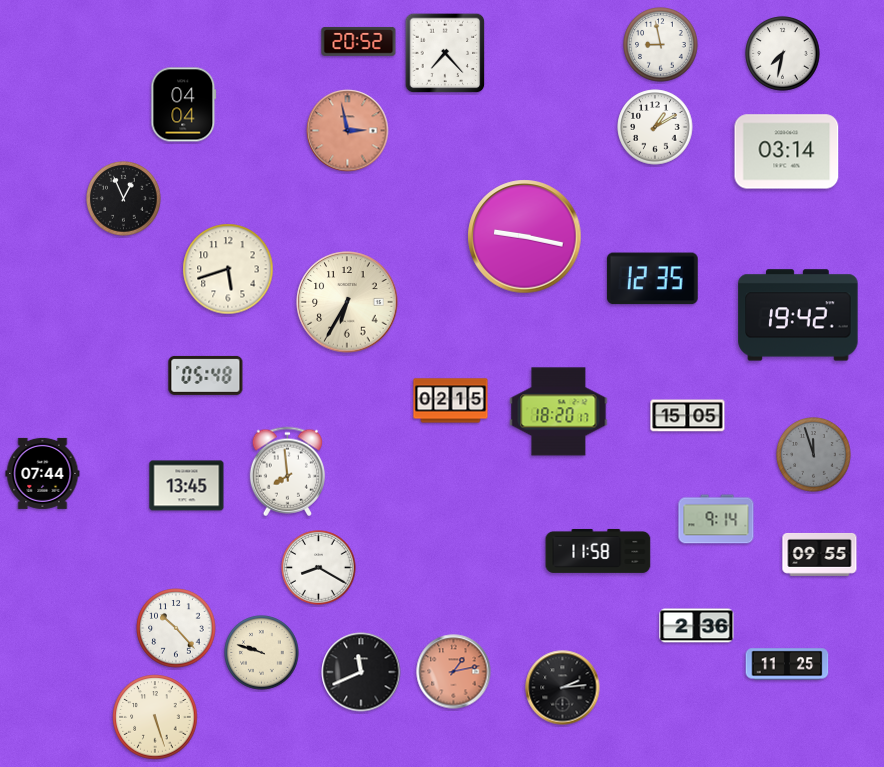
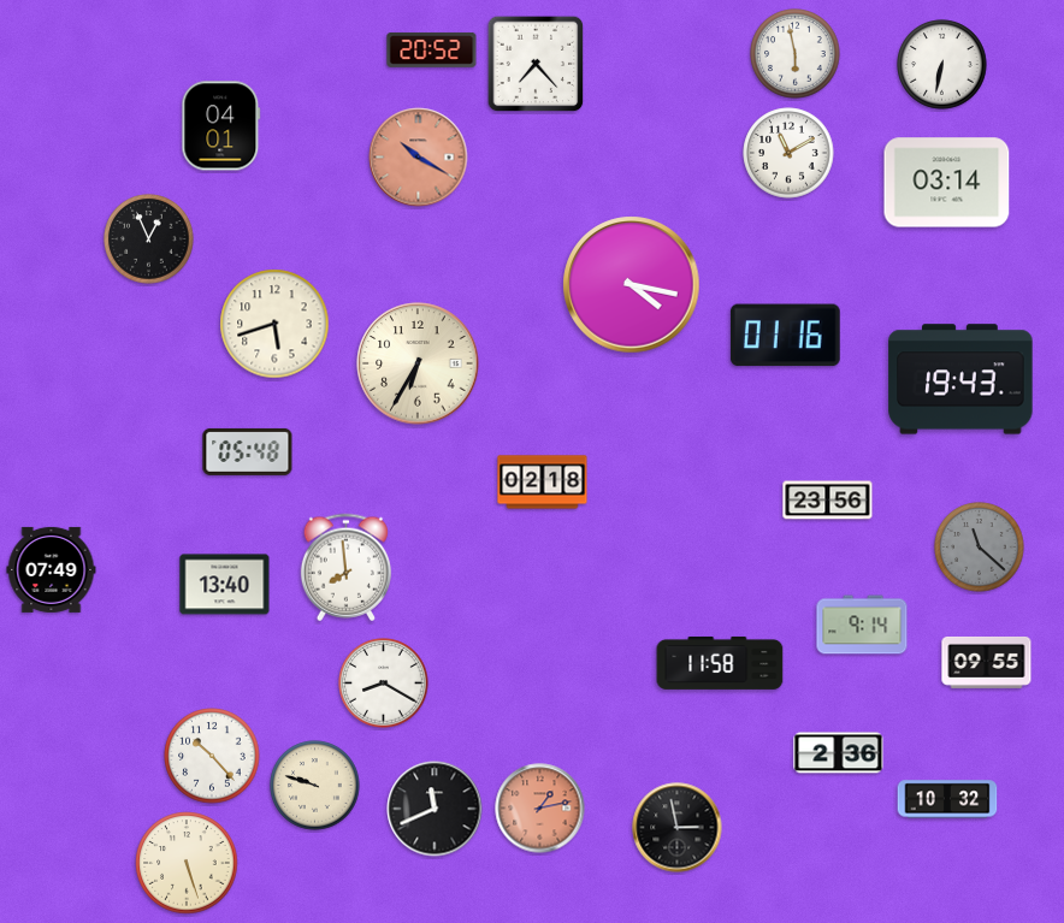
clock at (661, 45): 8:58 -> 5:58
clock at (783, 54): 7:32 -> 6:32
clock at (184, 105): 04:04 -> 04:01
clock at (655, 127): 1:10 -> 11:10
clock at (348, 131): 2:58 -> 10:20
clock at (525, 237): 9:17 -> 4:17
clock at (652, 279): 12:35 -> 01:16
clock at (798, 315): 19:42 -> 19:43
clock at (451, 401): 02:15 -> 02:18
clock at (559, 412): 18:20 -> none
clock at (688, 416): 15:05 -> 23:56
clock at (814, 455): 11:57 -> 11:22
clock at (43, 473): 07:44 -> 07:49
clock at (187, 486): 13:45 -> 13:40
clock at (820, 554) position: (820, 554) -> (987, 662)
clock at (787, 664): 11:25 -> 10:32
clock at (454, 672) position: (454, 672) -> (540, 809)
clock at (563, 688): 2:14 -> 2:58
